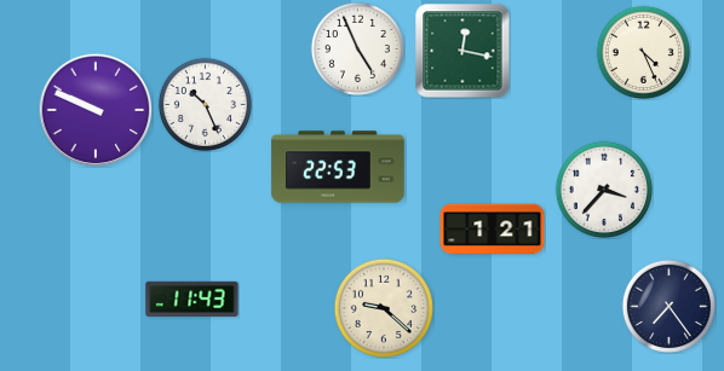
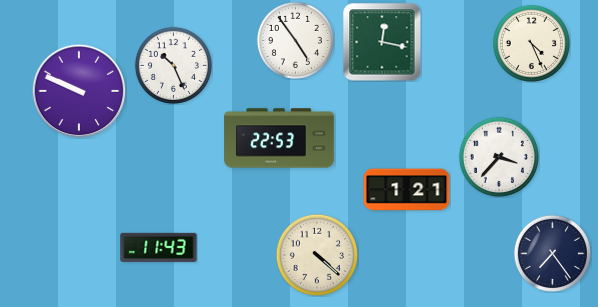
clock at (357, 48): 4:56 -> 4:54
clock at (205, 104) position: (205, 104) -> (173, 65)
clock at (383, 307): 9:22 -> 4:22
